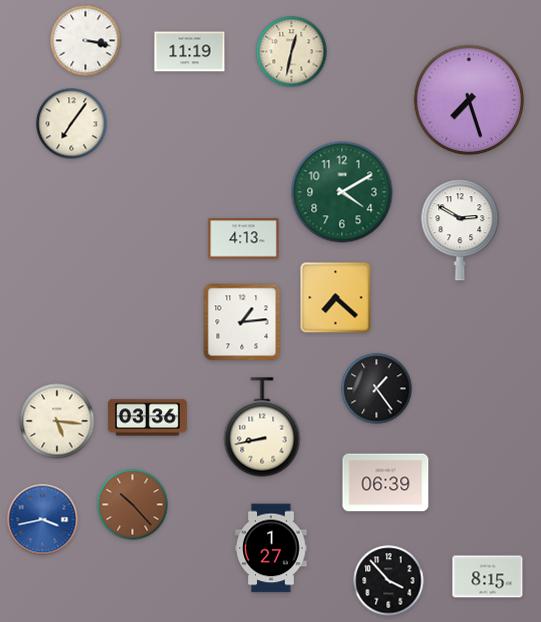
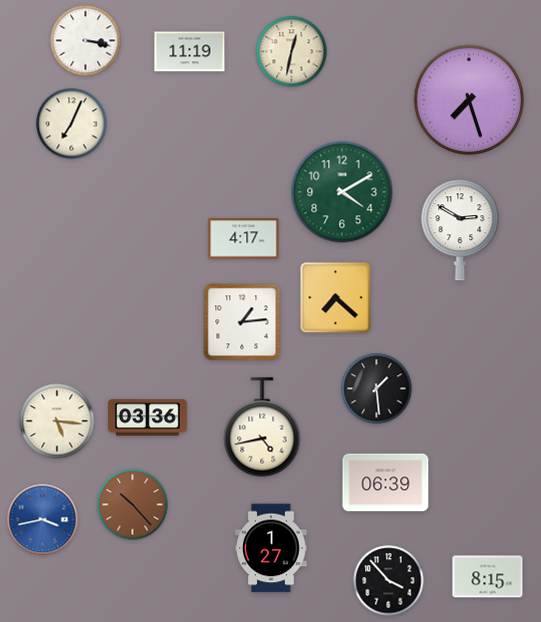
clock at (72, 124): 7:06 -> 7:04
clock at (244, 239): 4:13 -> 4:17
clock at (377, 389): 1:24 -> 1:29
clock at (262, 427): 8:43 -> 4:43
